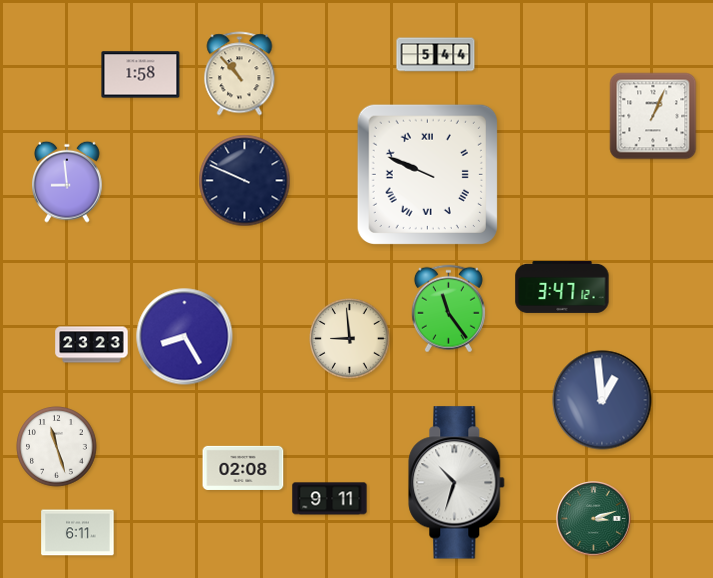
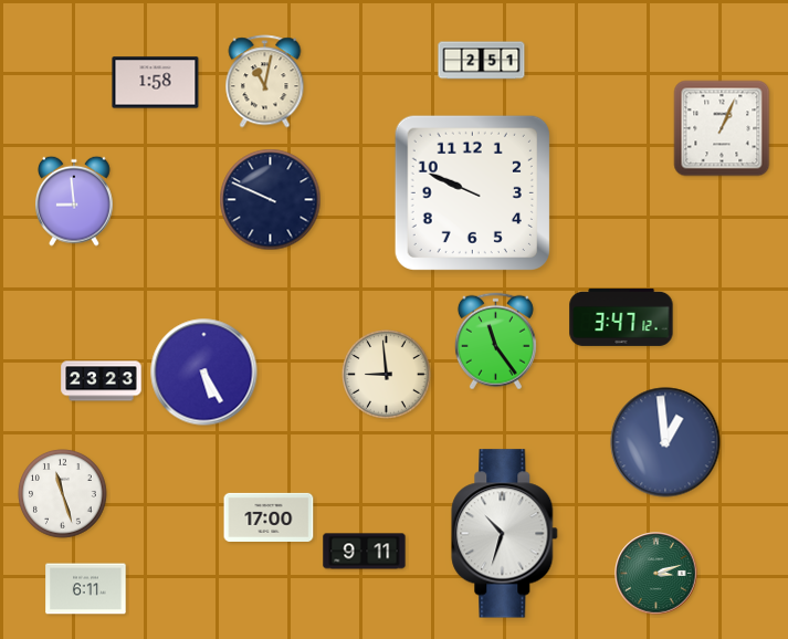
clock at (436, 55): 5:44 -> 2:51
clock at (240, 74): 10:53 -> 11:02
clock at (427, 174) numerals: Roman -> Arabic
clock at (185, 337): 8:25 -> 5:25
clock at (243, 468): 02:08 -> 17:00
